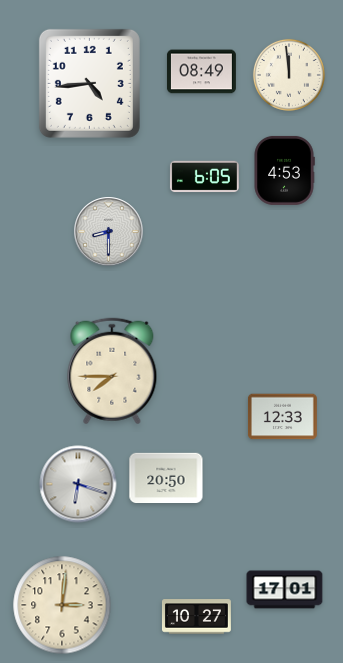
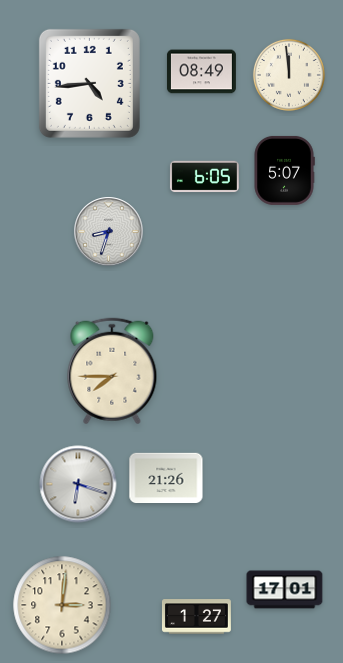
clock at (284, 170): 4:53 -> 5:07
clock at (109, 232): 8:30 -> 8:33
clock at (282, 417): 12:33 -> none
clock at (166, 478): 20:50 -> 21:26
clock at (196, 617): 10:27 -> 1:27
